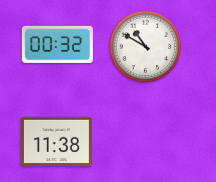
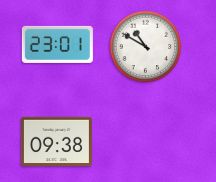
clock at (57, 44): 00:32 -> 23:01
clock at (56, 142): 11:38 -> 09:38
